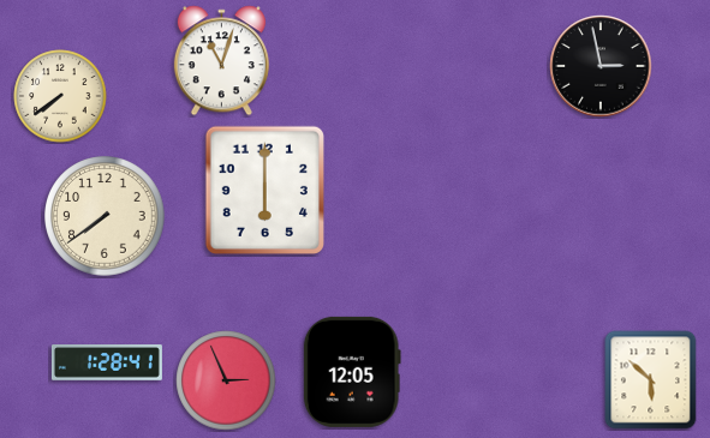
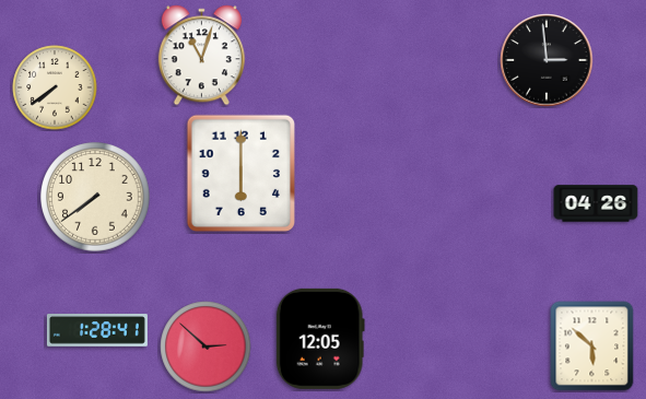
clock at (601, 66): 2:58 -> 2:59
clock at (596, 203): none -> 04:26
clock at (226, 380): 2:56 -> 2:52
